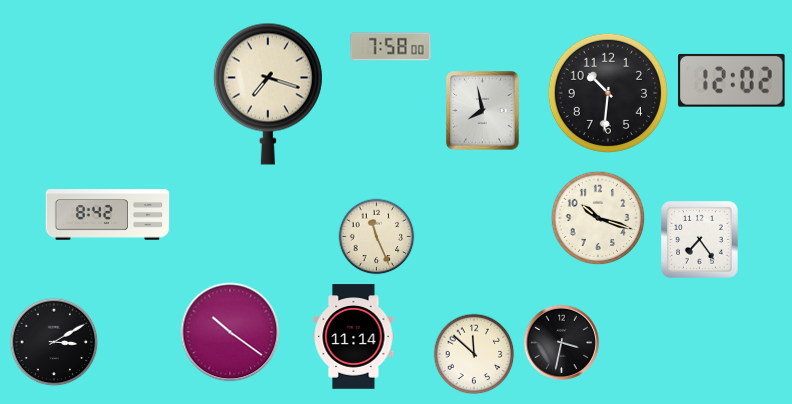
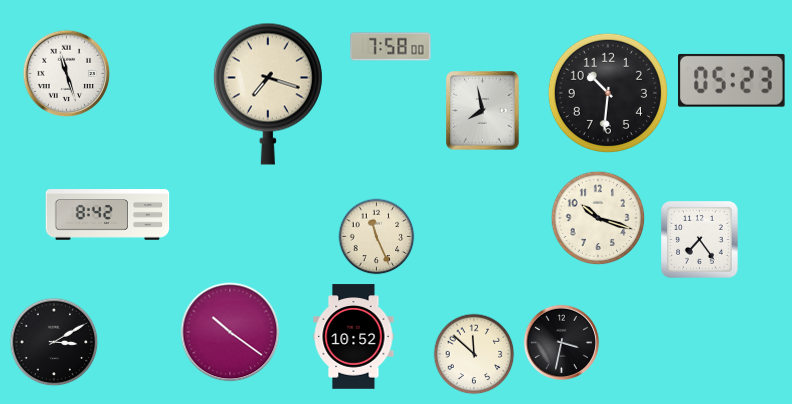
clock at (67, 74): none -> 11:27
clock at (732, 80): 12:02 -> 05:23
clock at (354, 337): 11:14 -> 10:52
